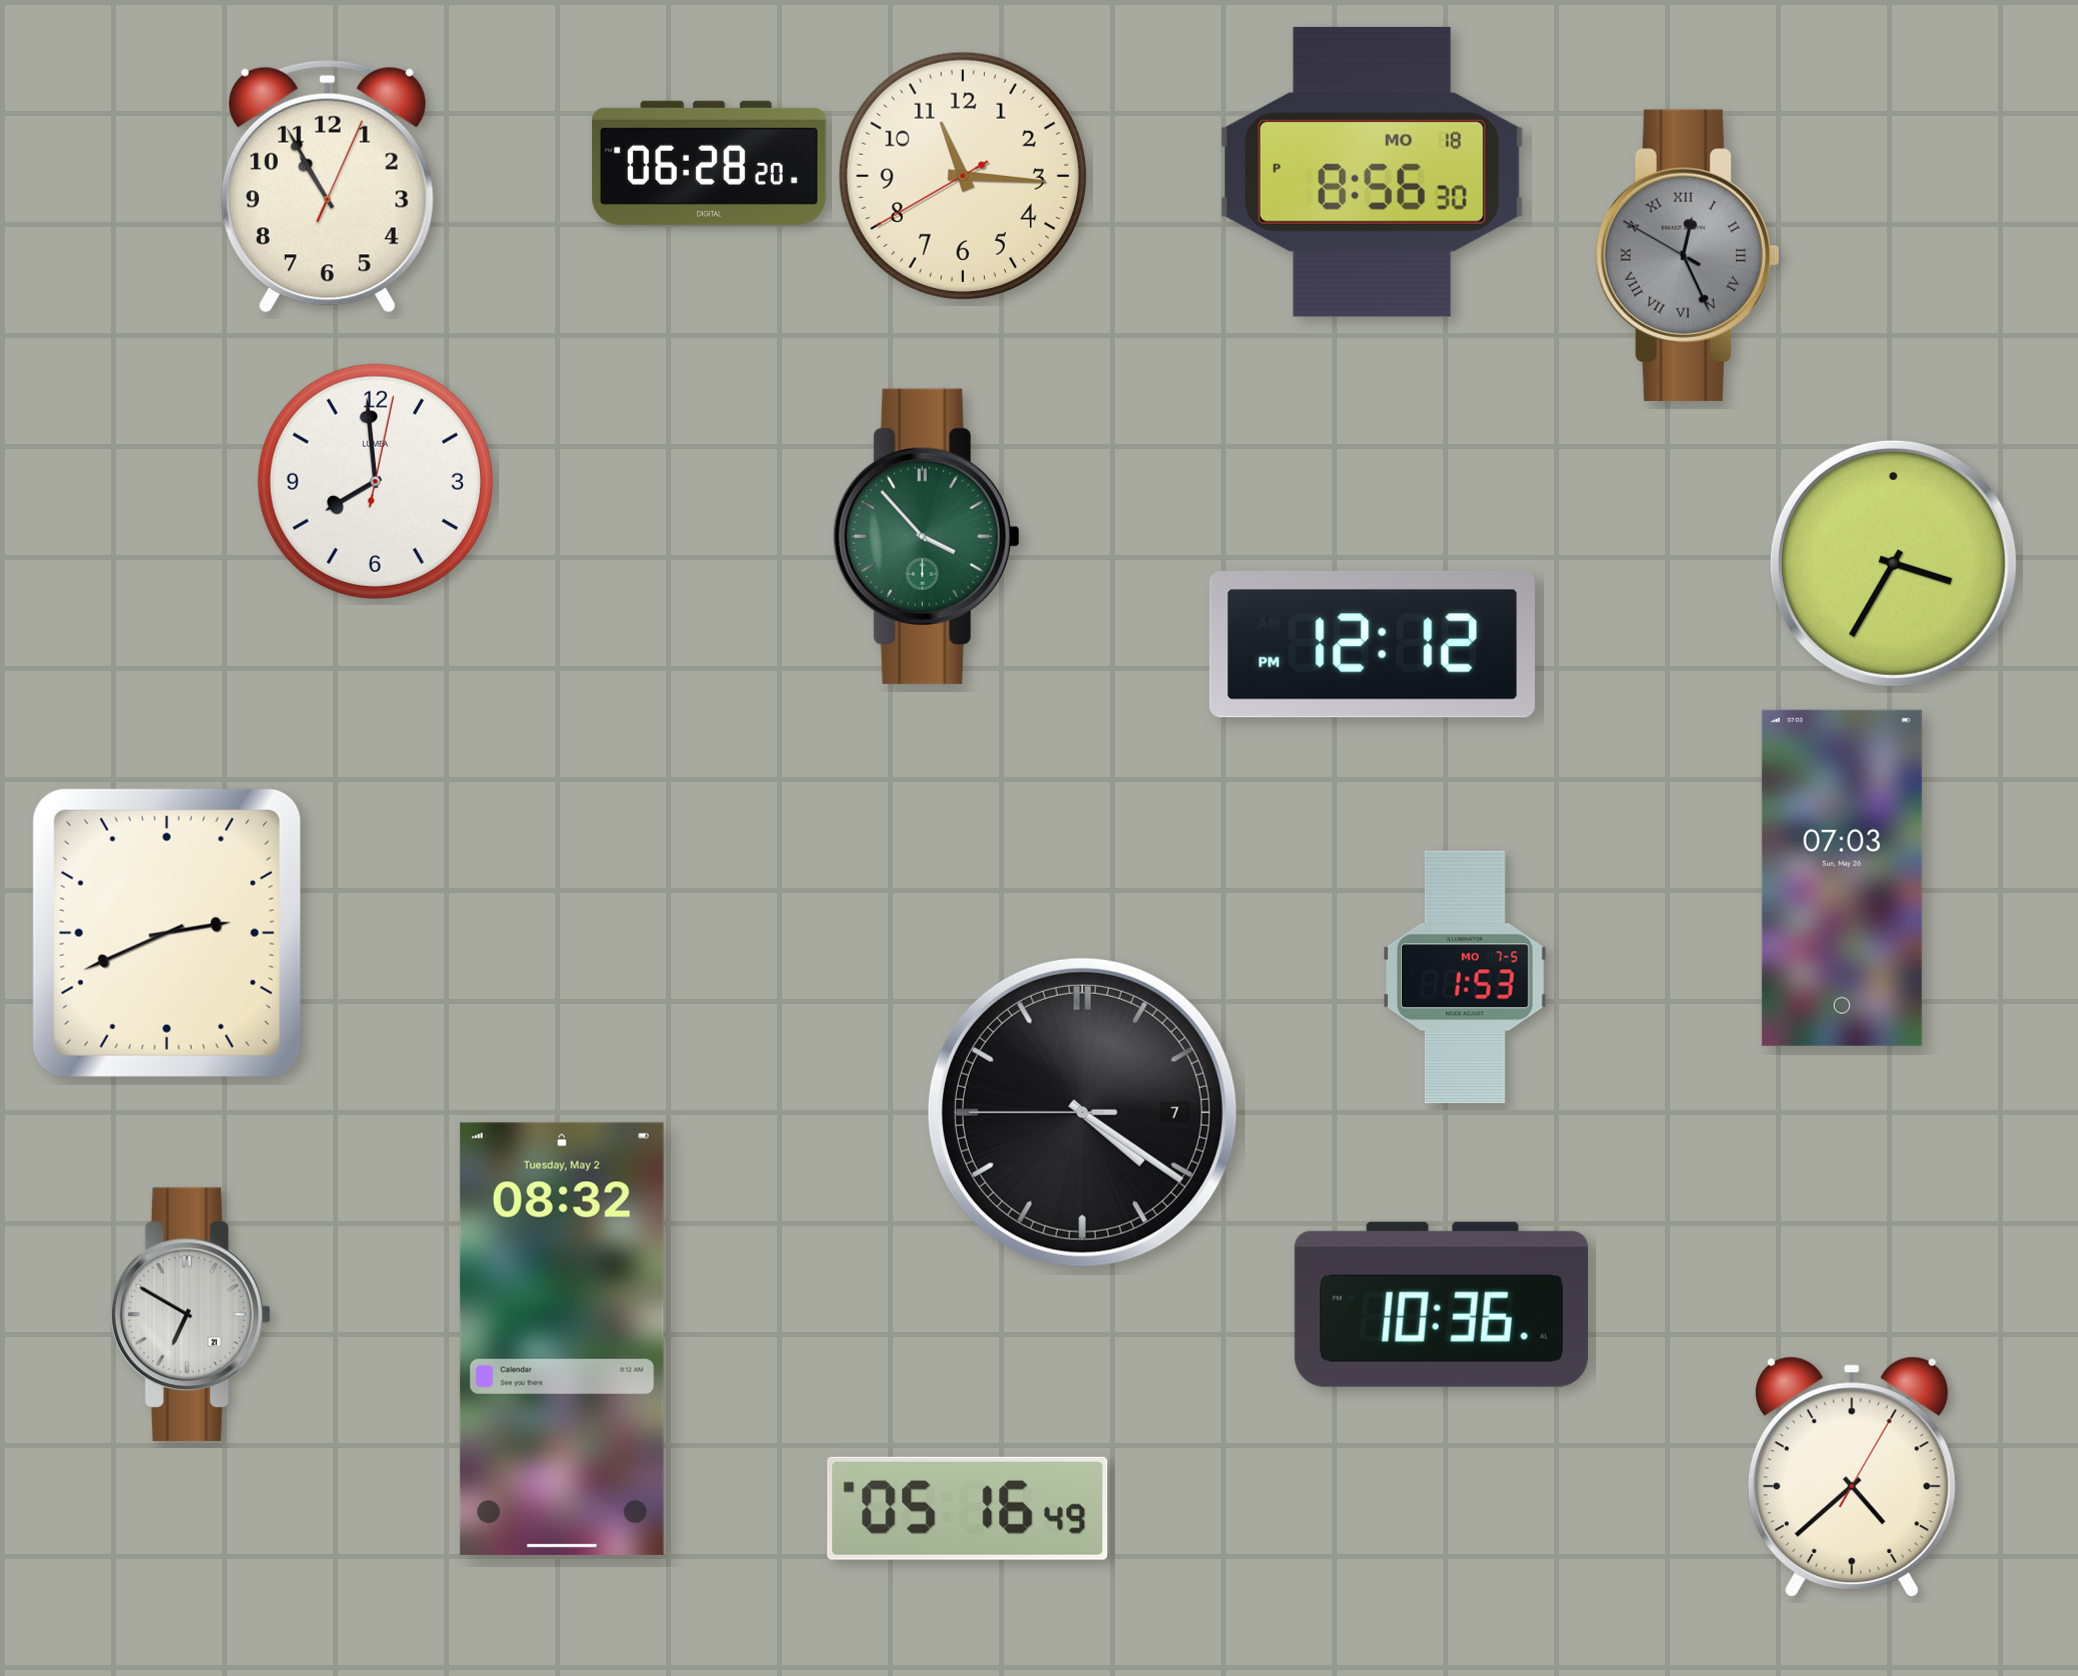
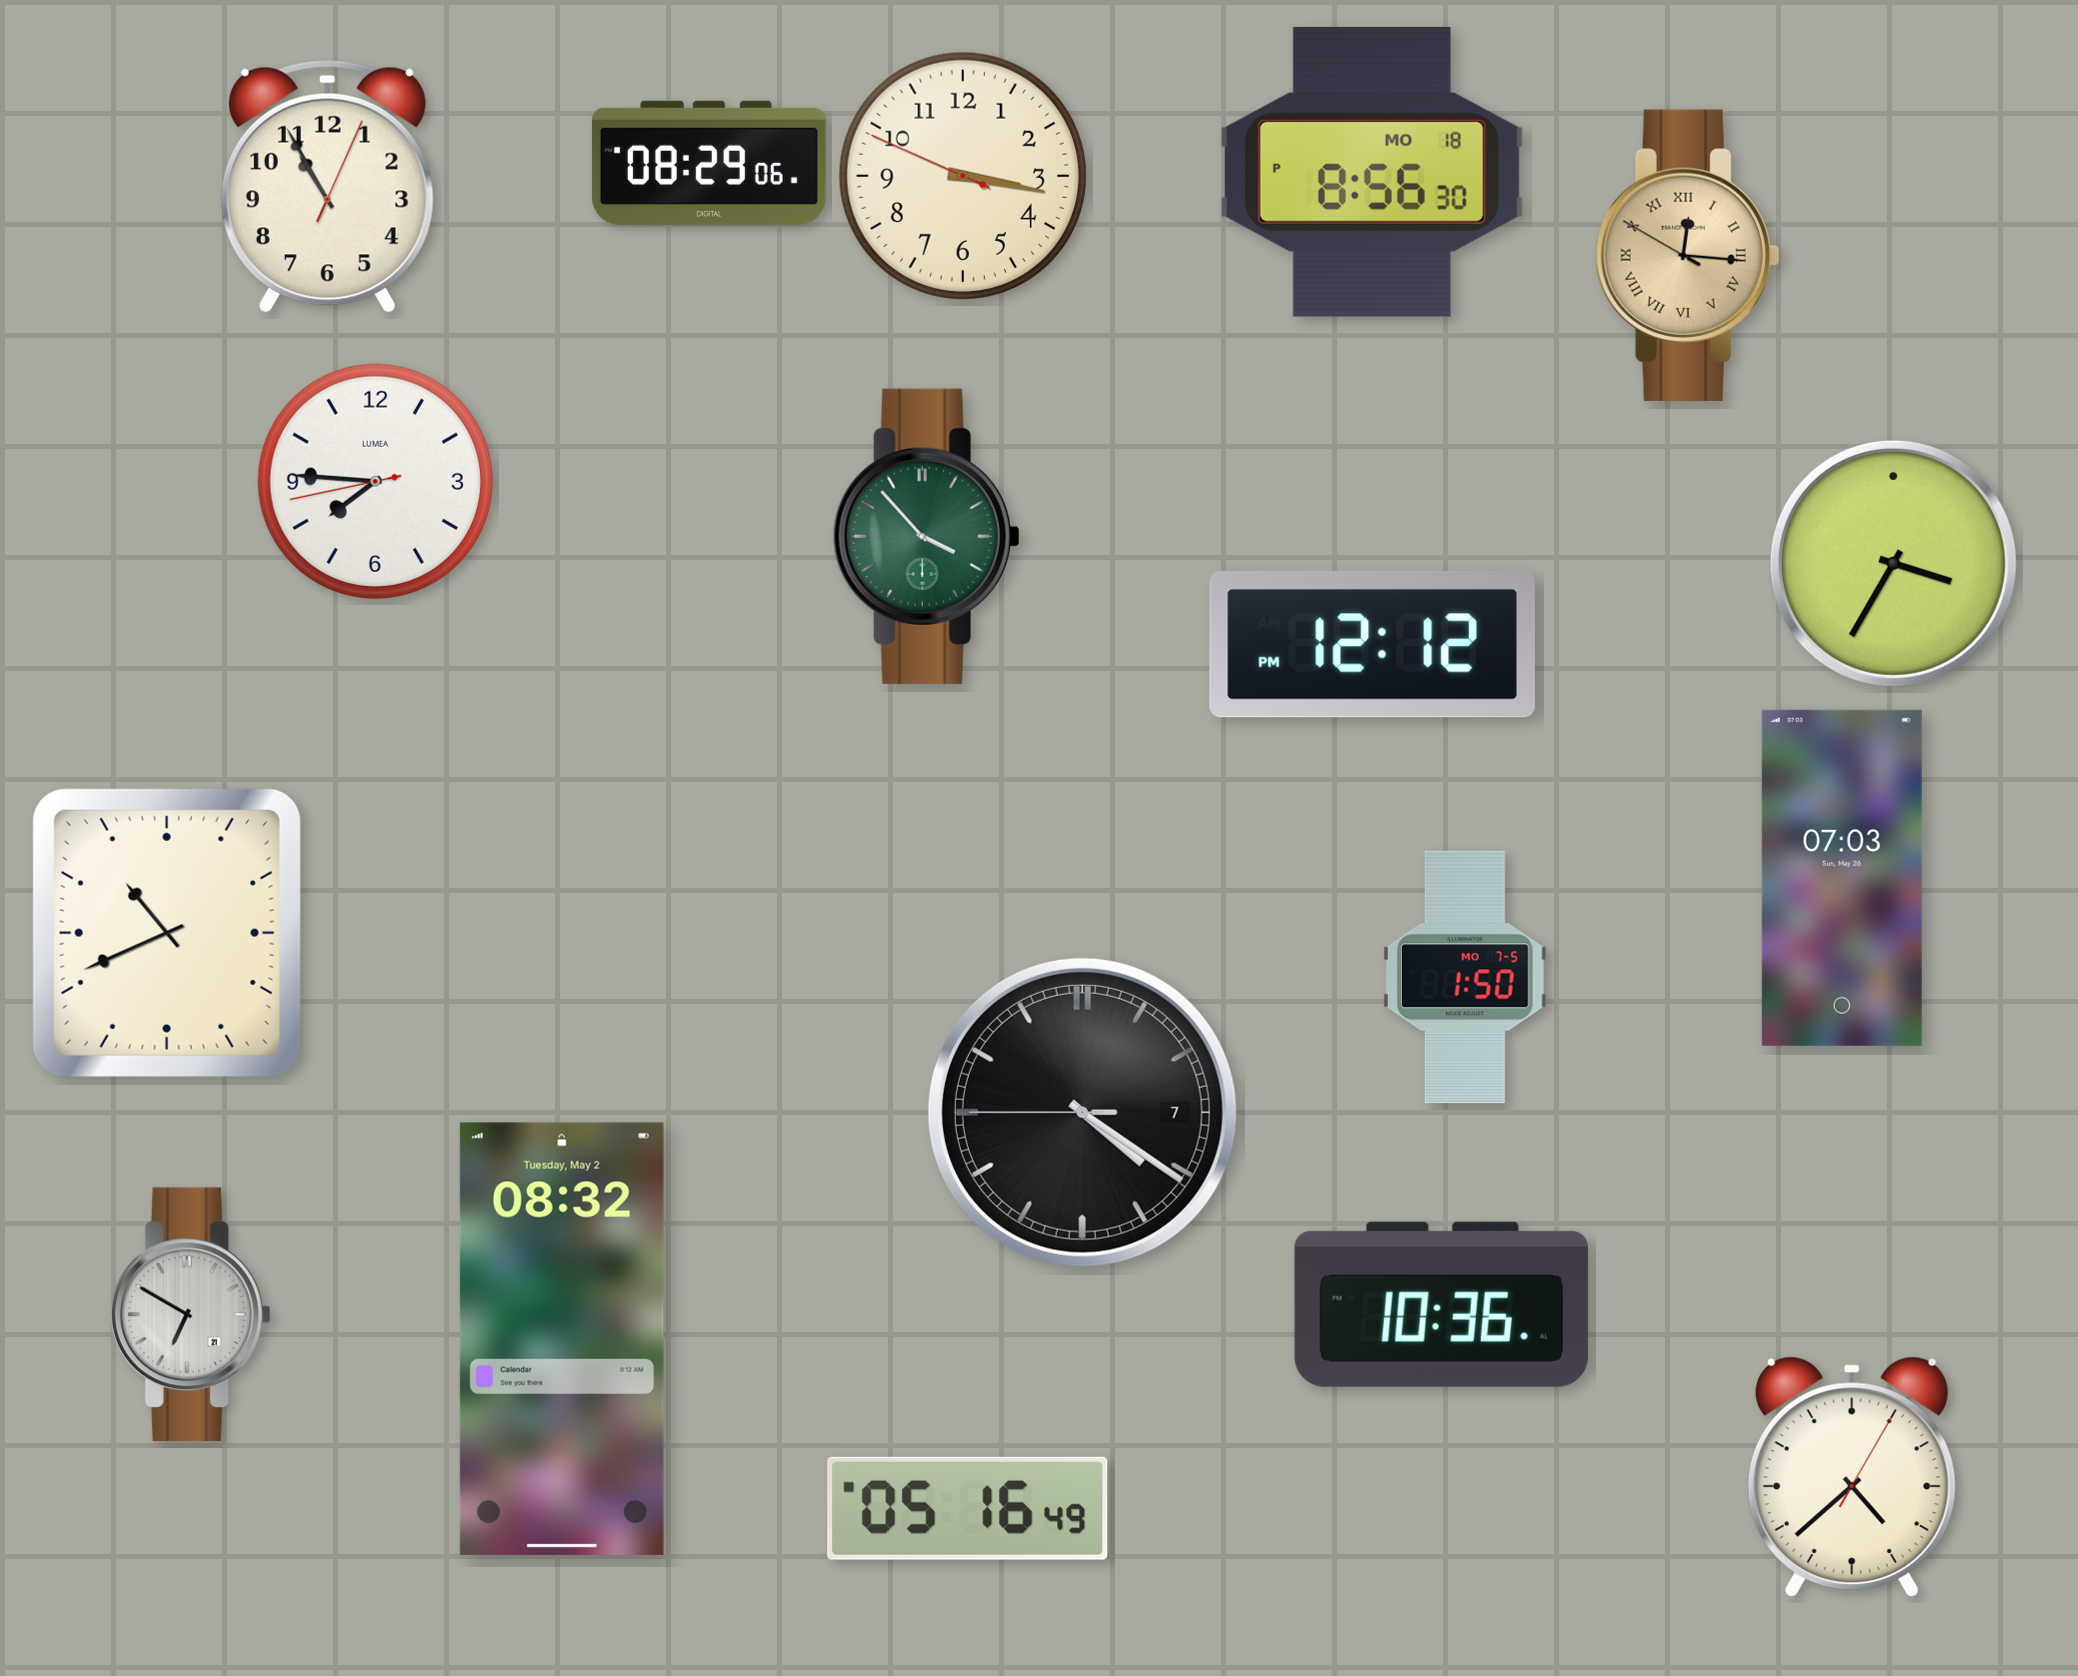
clock at (709, 163): 06:28 -> 08:29
clock at (963, 176): 11:15 -> 3:16
clock at (1687, 255): 12:25 -> 12:15
clock at (1687, 255) dial: grey -> champagne
clock at (375, 481): 7:59 -> 7:45
clock at (167, 933): 2:41 -> 10:41
clock at (1465, 977): 1:53 -> 1:50
